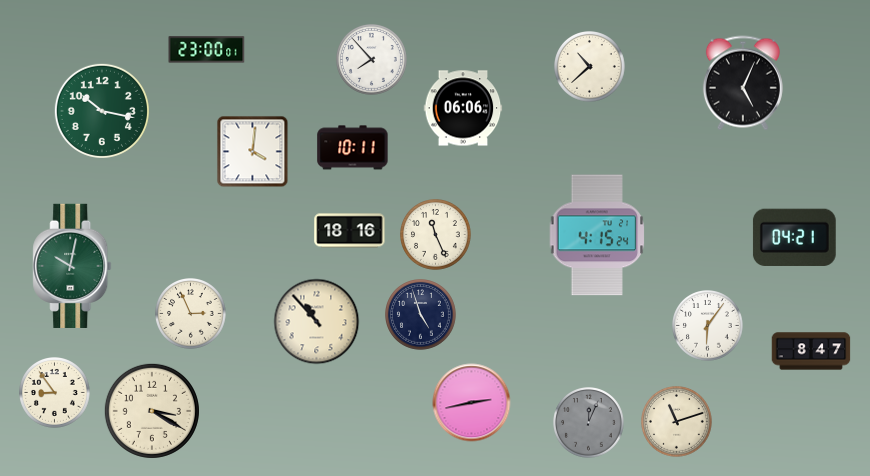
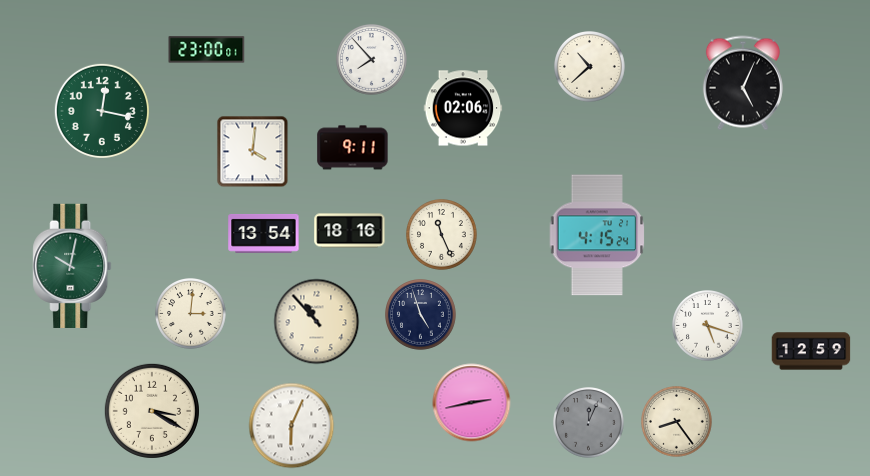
clock at (463, 108): 06:06 -> 02:06
clock at (102, 111): 10:17 -> 12:17
clock at (353, 148): 10:11 -> 9:11
clock at (264, 233): none -> 13:54
clock at (436, 235) position: (436, 235) -> (442, 235)
clock at (794, 237): 04:21 -> none
clock at (191, 314): 2:56 -> 3:01
clock at (708, 326): 6:06 -> 5:18
clock at (811, 351): 8:47 -> 12:59
clock at (55, 393): 8:54 -> none
clock at (677, 422): 11:12 -> 8:24
clock at (292, 426): none -> 6:04
